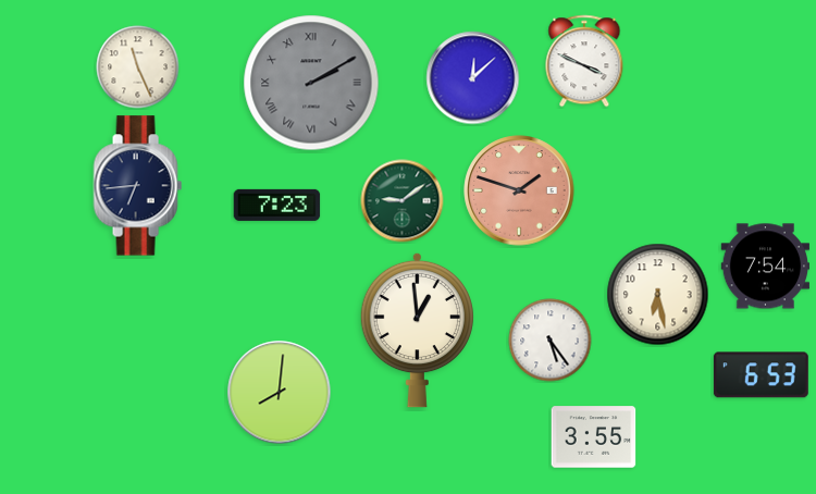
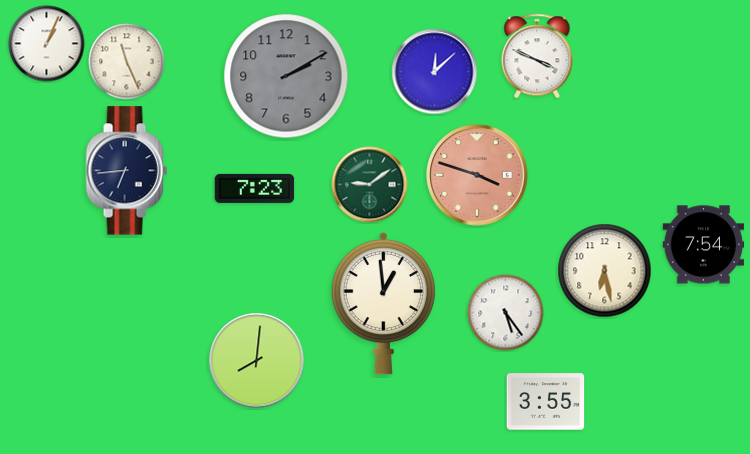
clock at (47, 44): none -> 1:04
clock at (311, 83) numerals: Roman -> Arabic
clock at (519, 190): 1:48 -> 3:48
clock at (761, 375): 6:53 -> none
